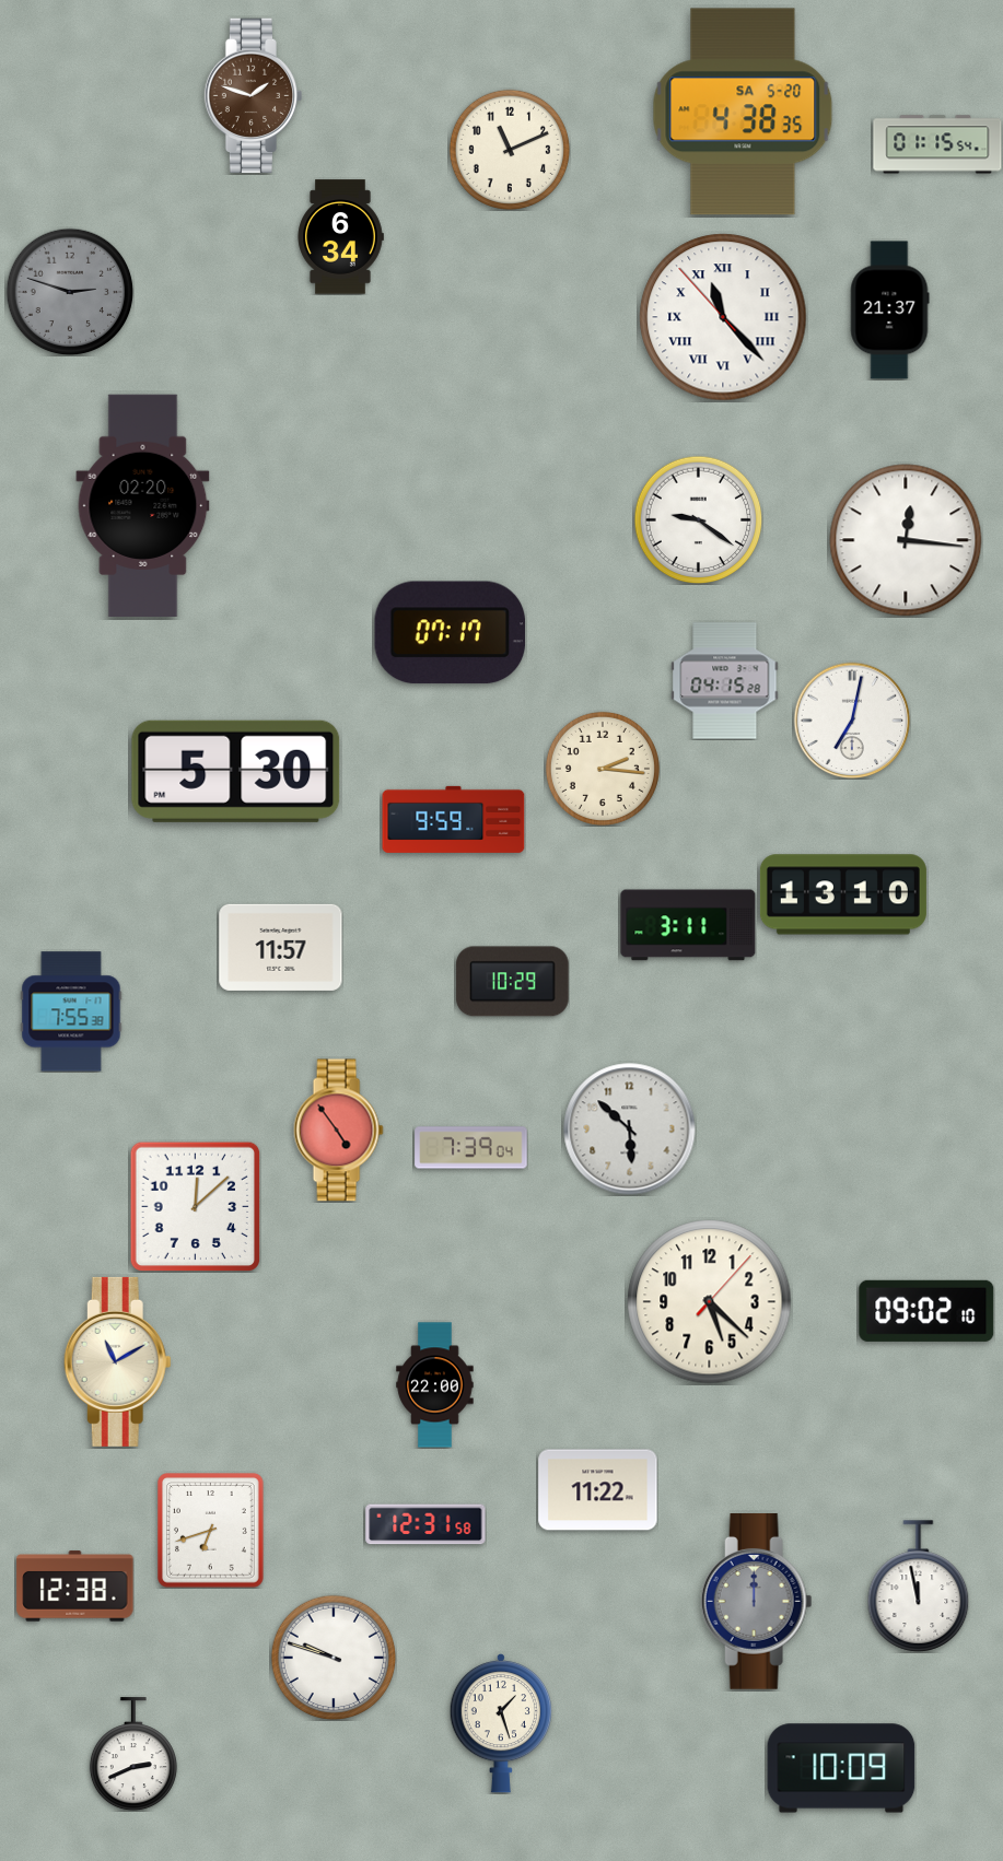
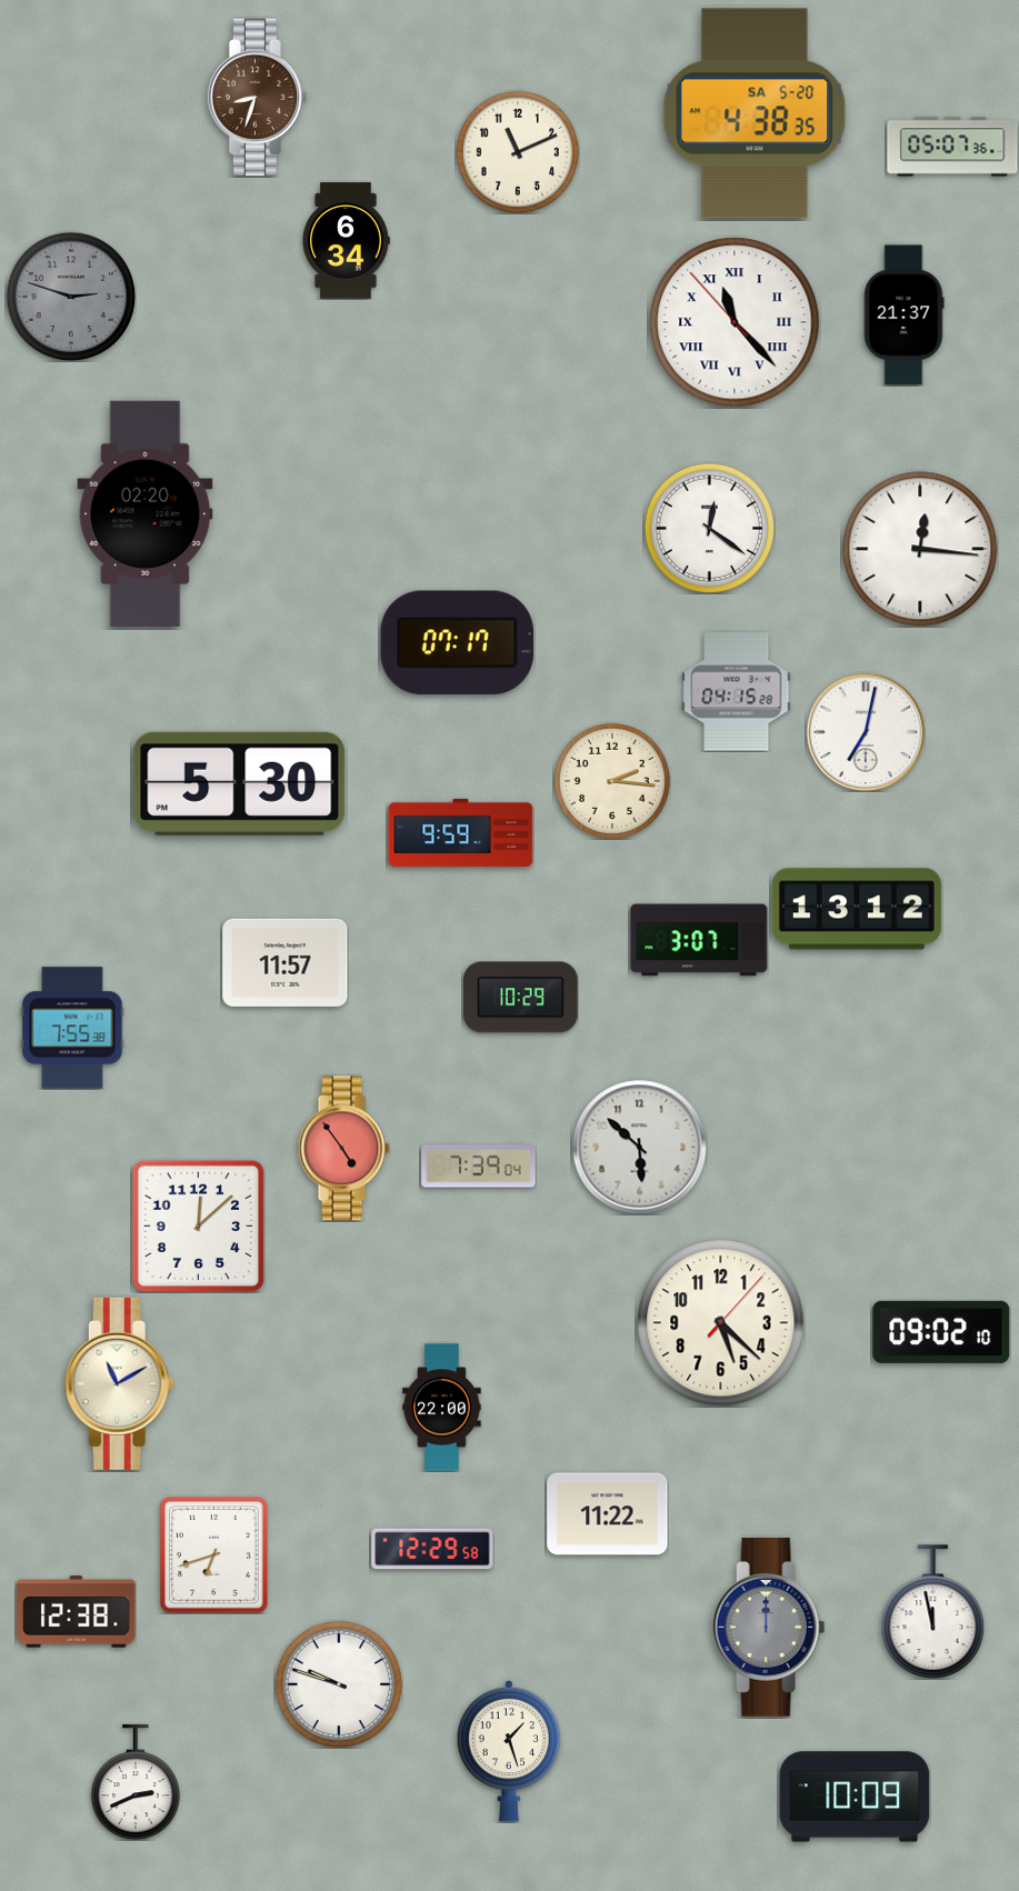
clock at (254, 96): 1:48 -> 8:33
clock at (937, 144): 01:15 -> 05:07
clock at (698, 519): 9:21 -> 12:21
clock at (843, 894): 13:10 -> 13:12
clock at (688, 925): 3:11 -> 3:07
clock at (425, 1524): 12:31 -> 12:29
